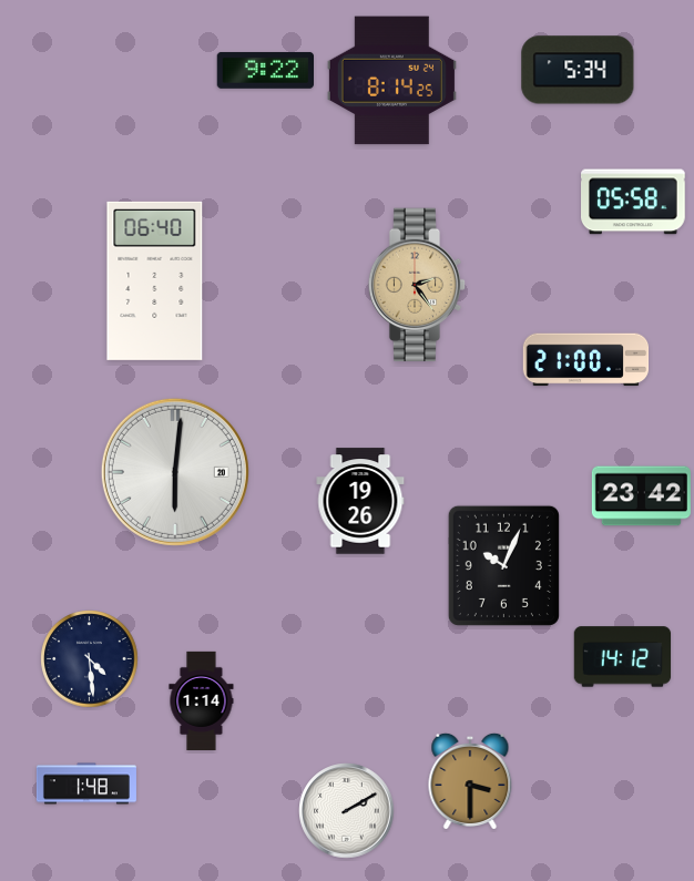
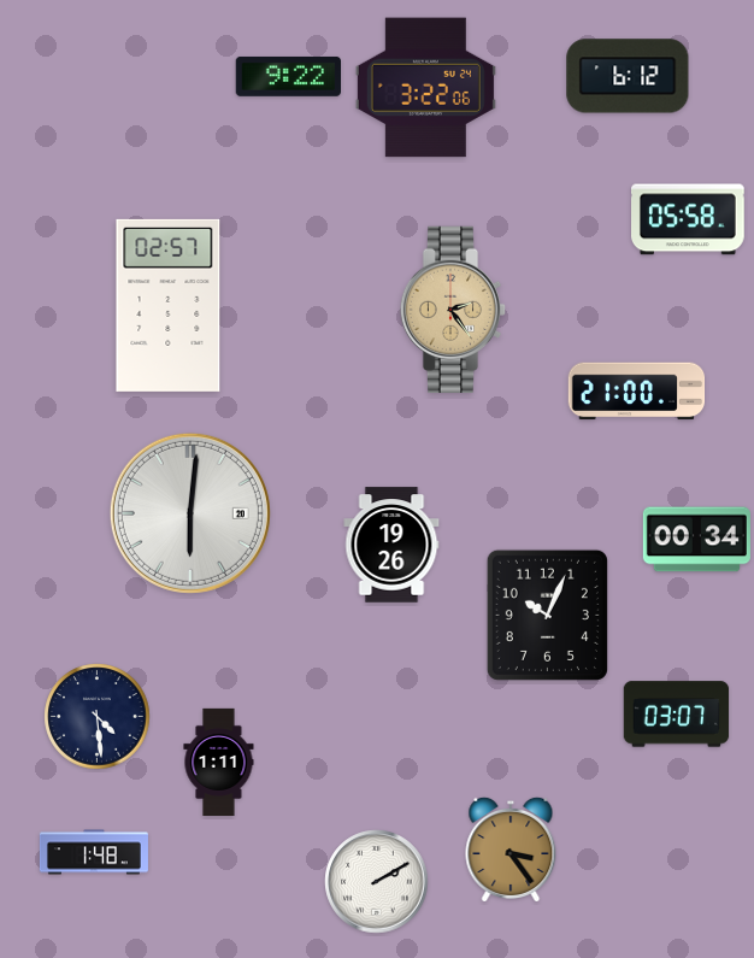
clock at (578, 70): 5:34 -> 6:12
clock at (391, 81): 8:14 -> 3:22
clock at (155, 280): 06:40 -> 02:57
clock at (641, 496): 23:42 -> 00:34
clock at (623, 657): 14:12 -> 03:07
clock at (202, 700): 1:14 -> 1:11
clock at (470, 780): 3:30 -> 3:24
